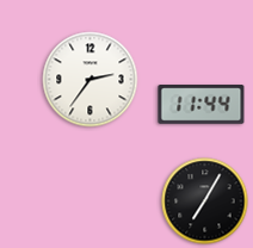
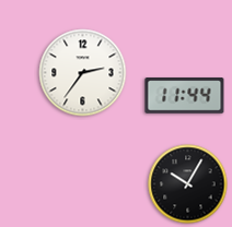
clock at (205, 201): 7:05 -> 10:05
